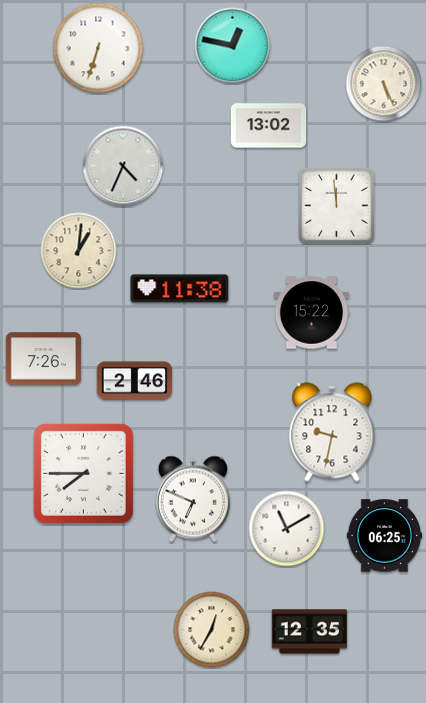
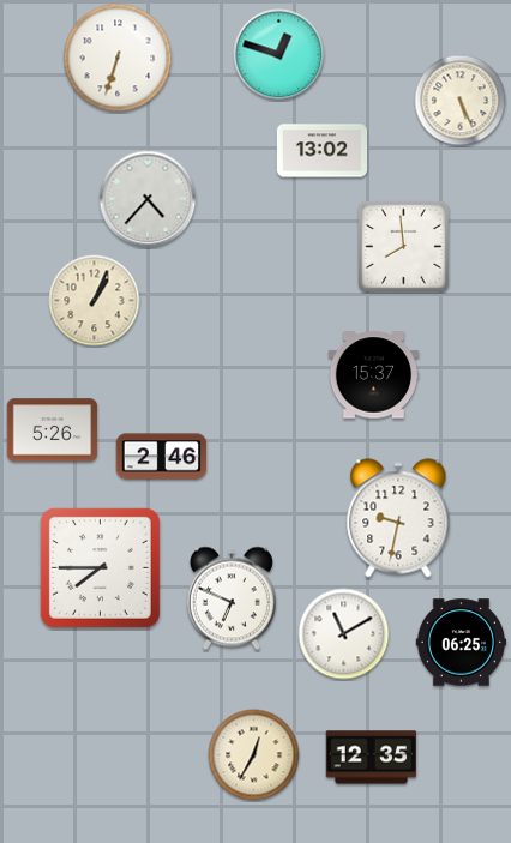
clock at (233, 46): 12:47 -> 12:48
clock at (123, 166): 4:34 -> 4:37
clock at (336, 205): 11:59 -> 7:59
clock at (79, 251): 1:01 -> 1:04
clock at (180, 289): 11:38 -> none
clock at (312, 313): 15:22 -> 15:37
clock at (44, 359): 7:26 -> 5:26
